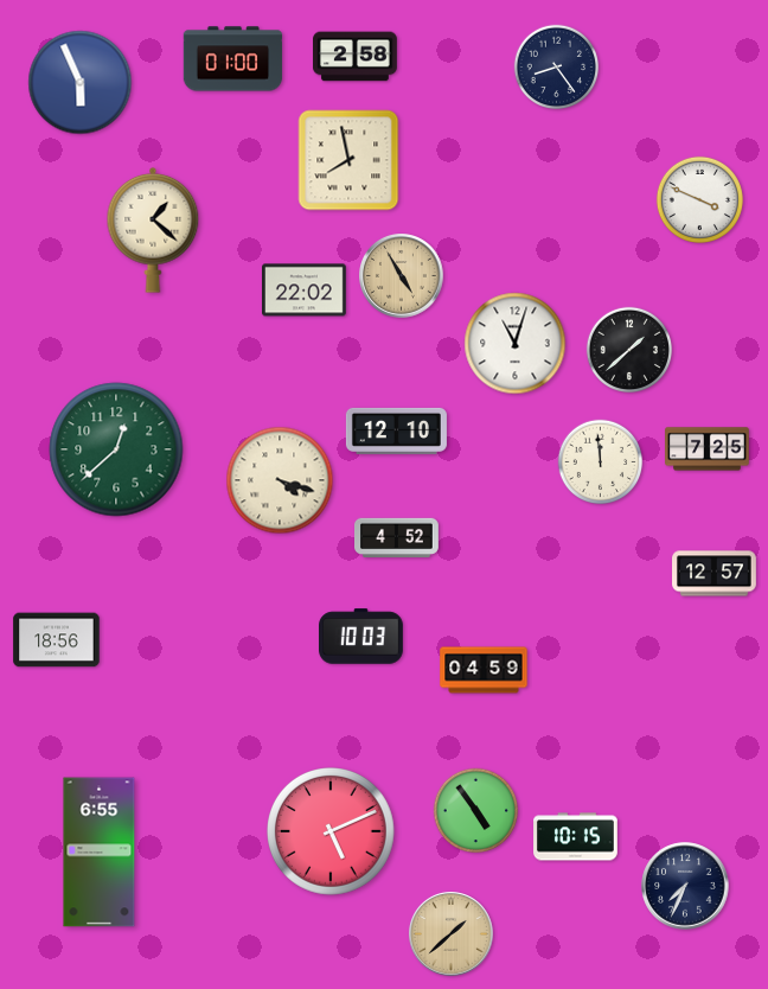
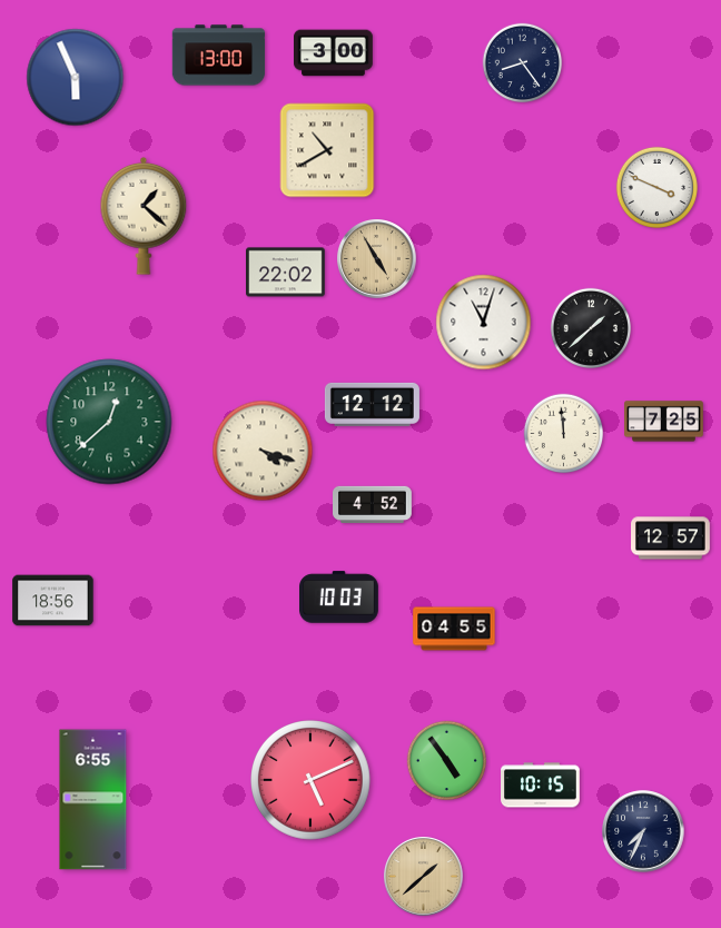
clock at (356, 57): 2:58 -> 3:00
clock at (233, 59): 01:00 -> 13:00
clock at (348, 160): 7:58 -> 10:40
clock at (396, 430): 12:10 -> 12:12
clock at (484, 670): 04:59 -> 04:55
